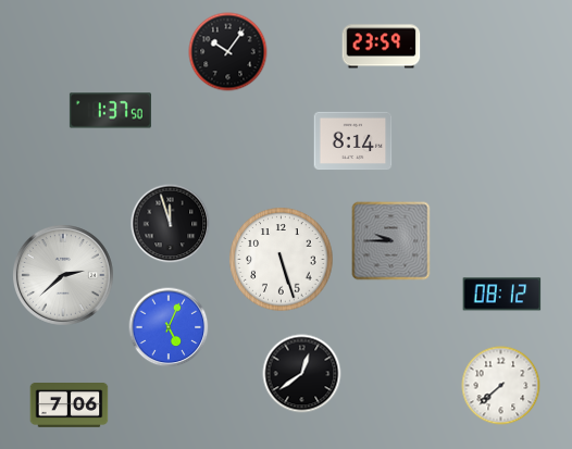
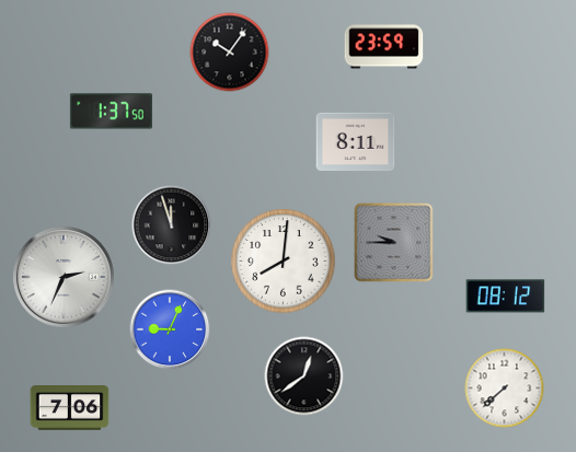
clock at (353, 141): 8:14 -> 8:11
clock at (282, 260): 5:27 -> 8:01
clock at (64, 276): 2:38 -> 2:34
clock at (169, 327): 5:04 -> 9:04
